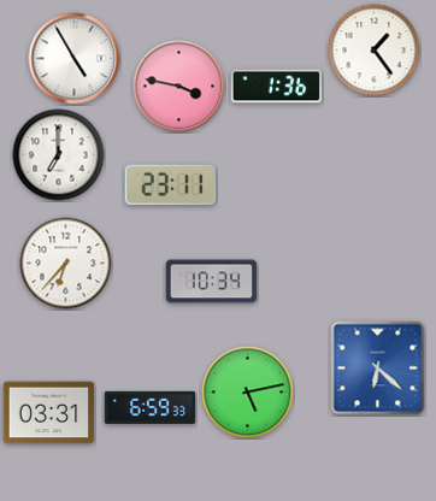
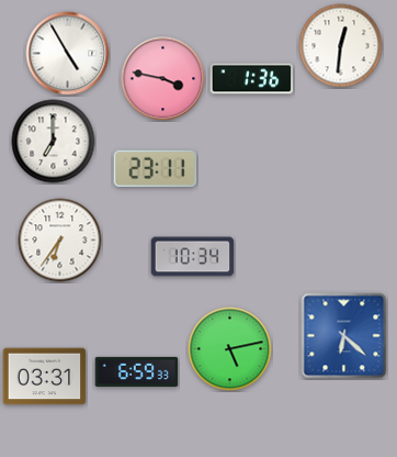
clock at (375, 51): 1:24 -> 12:31
clock at (66, 264): 6:37 -> 6:36
clock at (248, 393) position: (248, 393) -> (230, 349)
